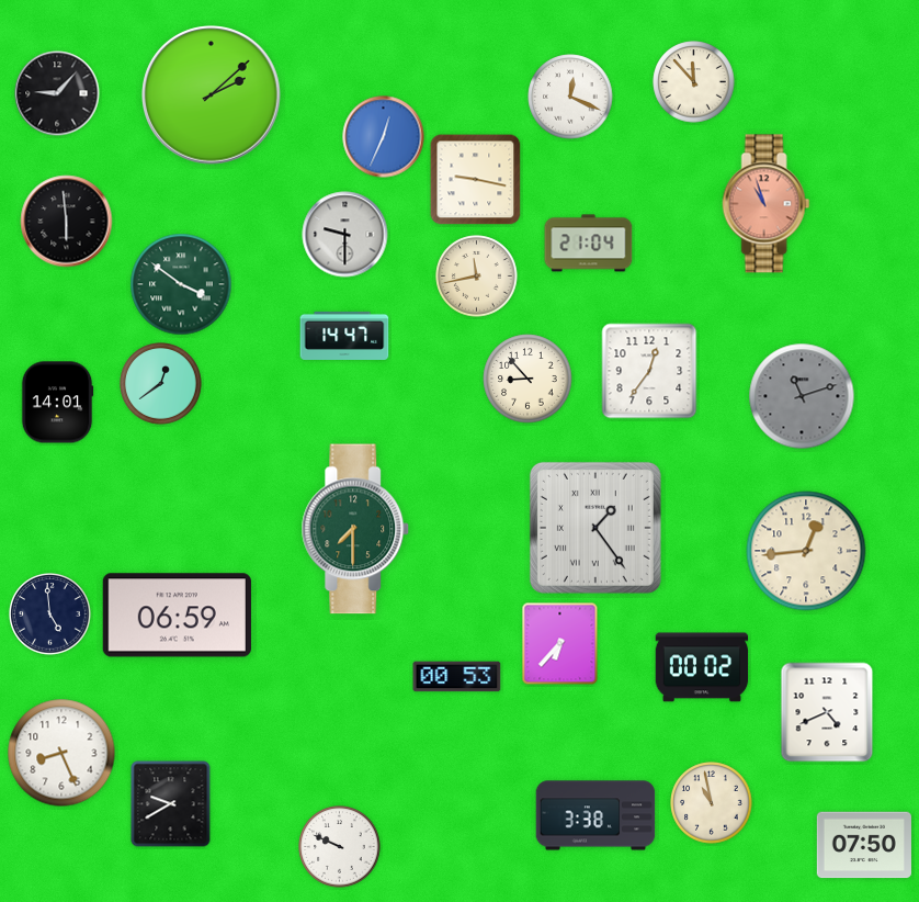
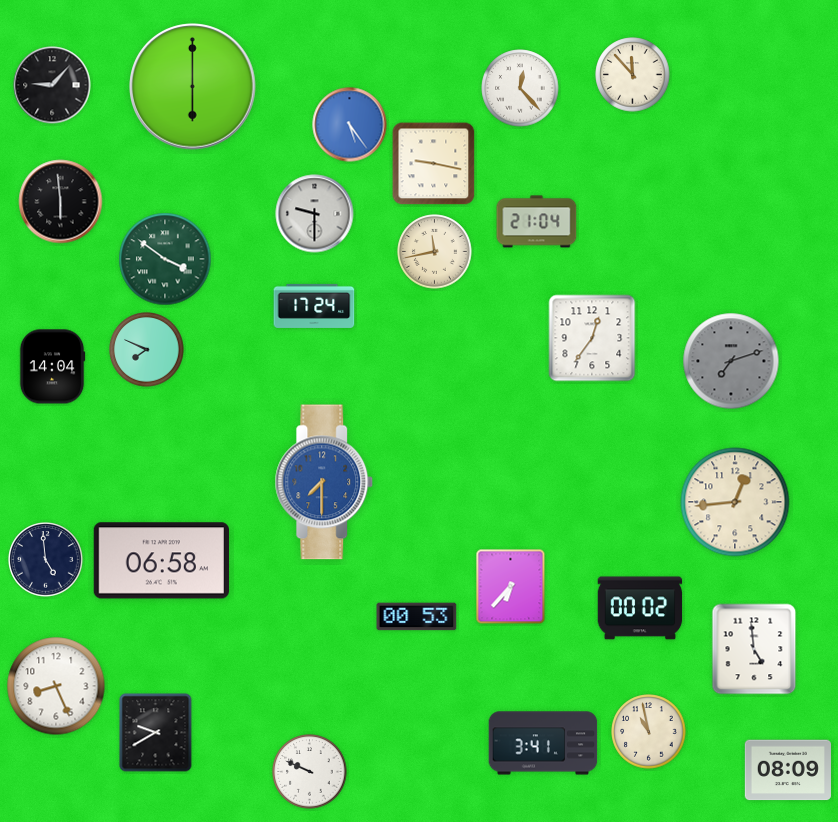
clock at (212, 95): 2:08 -> 6:00
clock at (570, 97): 12:19 -> 12:23
clock at (384, 137): 12:34 -> 5:24
clock at (767, 204): 10:57 -> none
clock at (344, 336): 14:47 -> 17:24
clock at (527, 379): 8:53 -> none
clock at (161, 384): 12:39 -> 7:49
clock at (802, 396): 11:12 -> 7:12
clock at (57, 403): 14:01 -> 14:04
clock at (595, 528): 1:24 -> none
clock at (355, 529) dial: green -> blue
clock at (177, 616): 06:59 -> 06:58
clock at (827, 712): 4:41 -> 4:59
clock at (595, 815): 3:38 -> 3:41
clock at (864, 845): 07:50 -> 08:09
